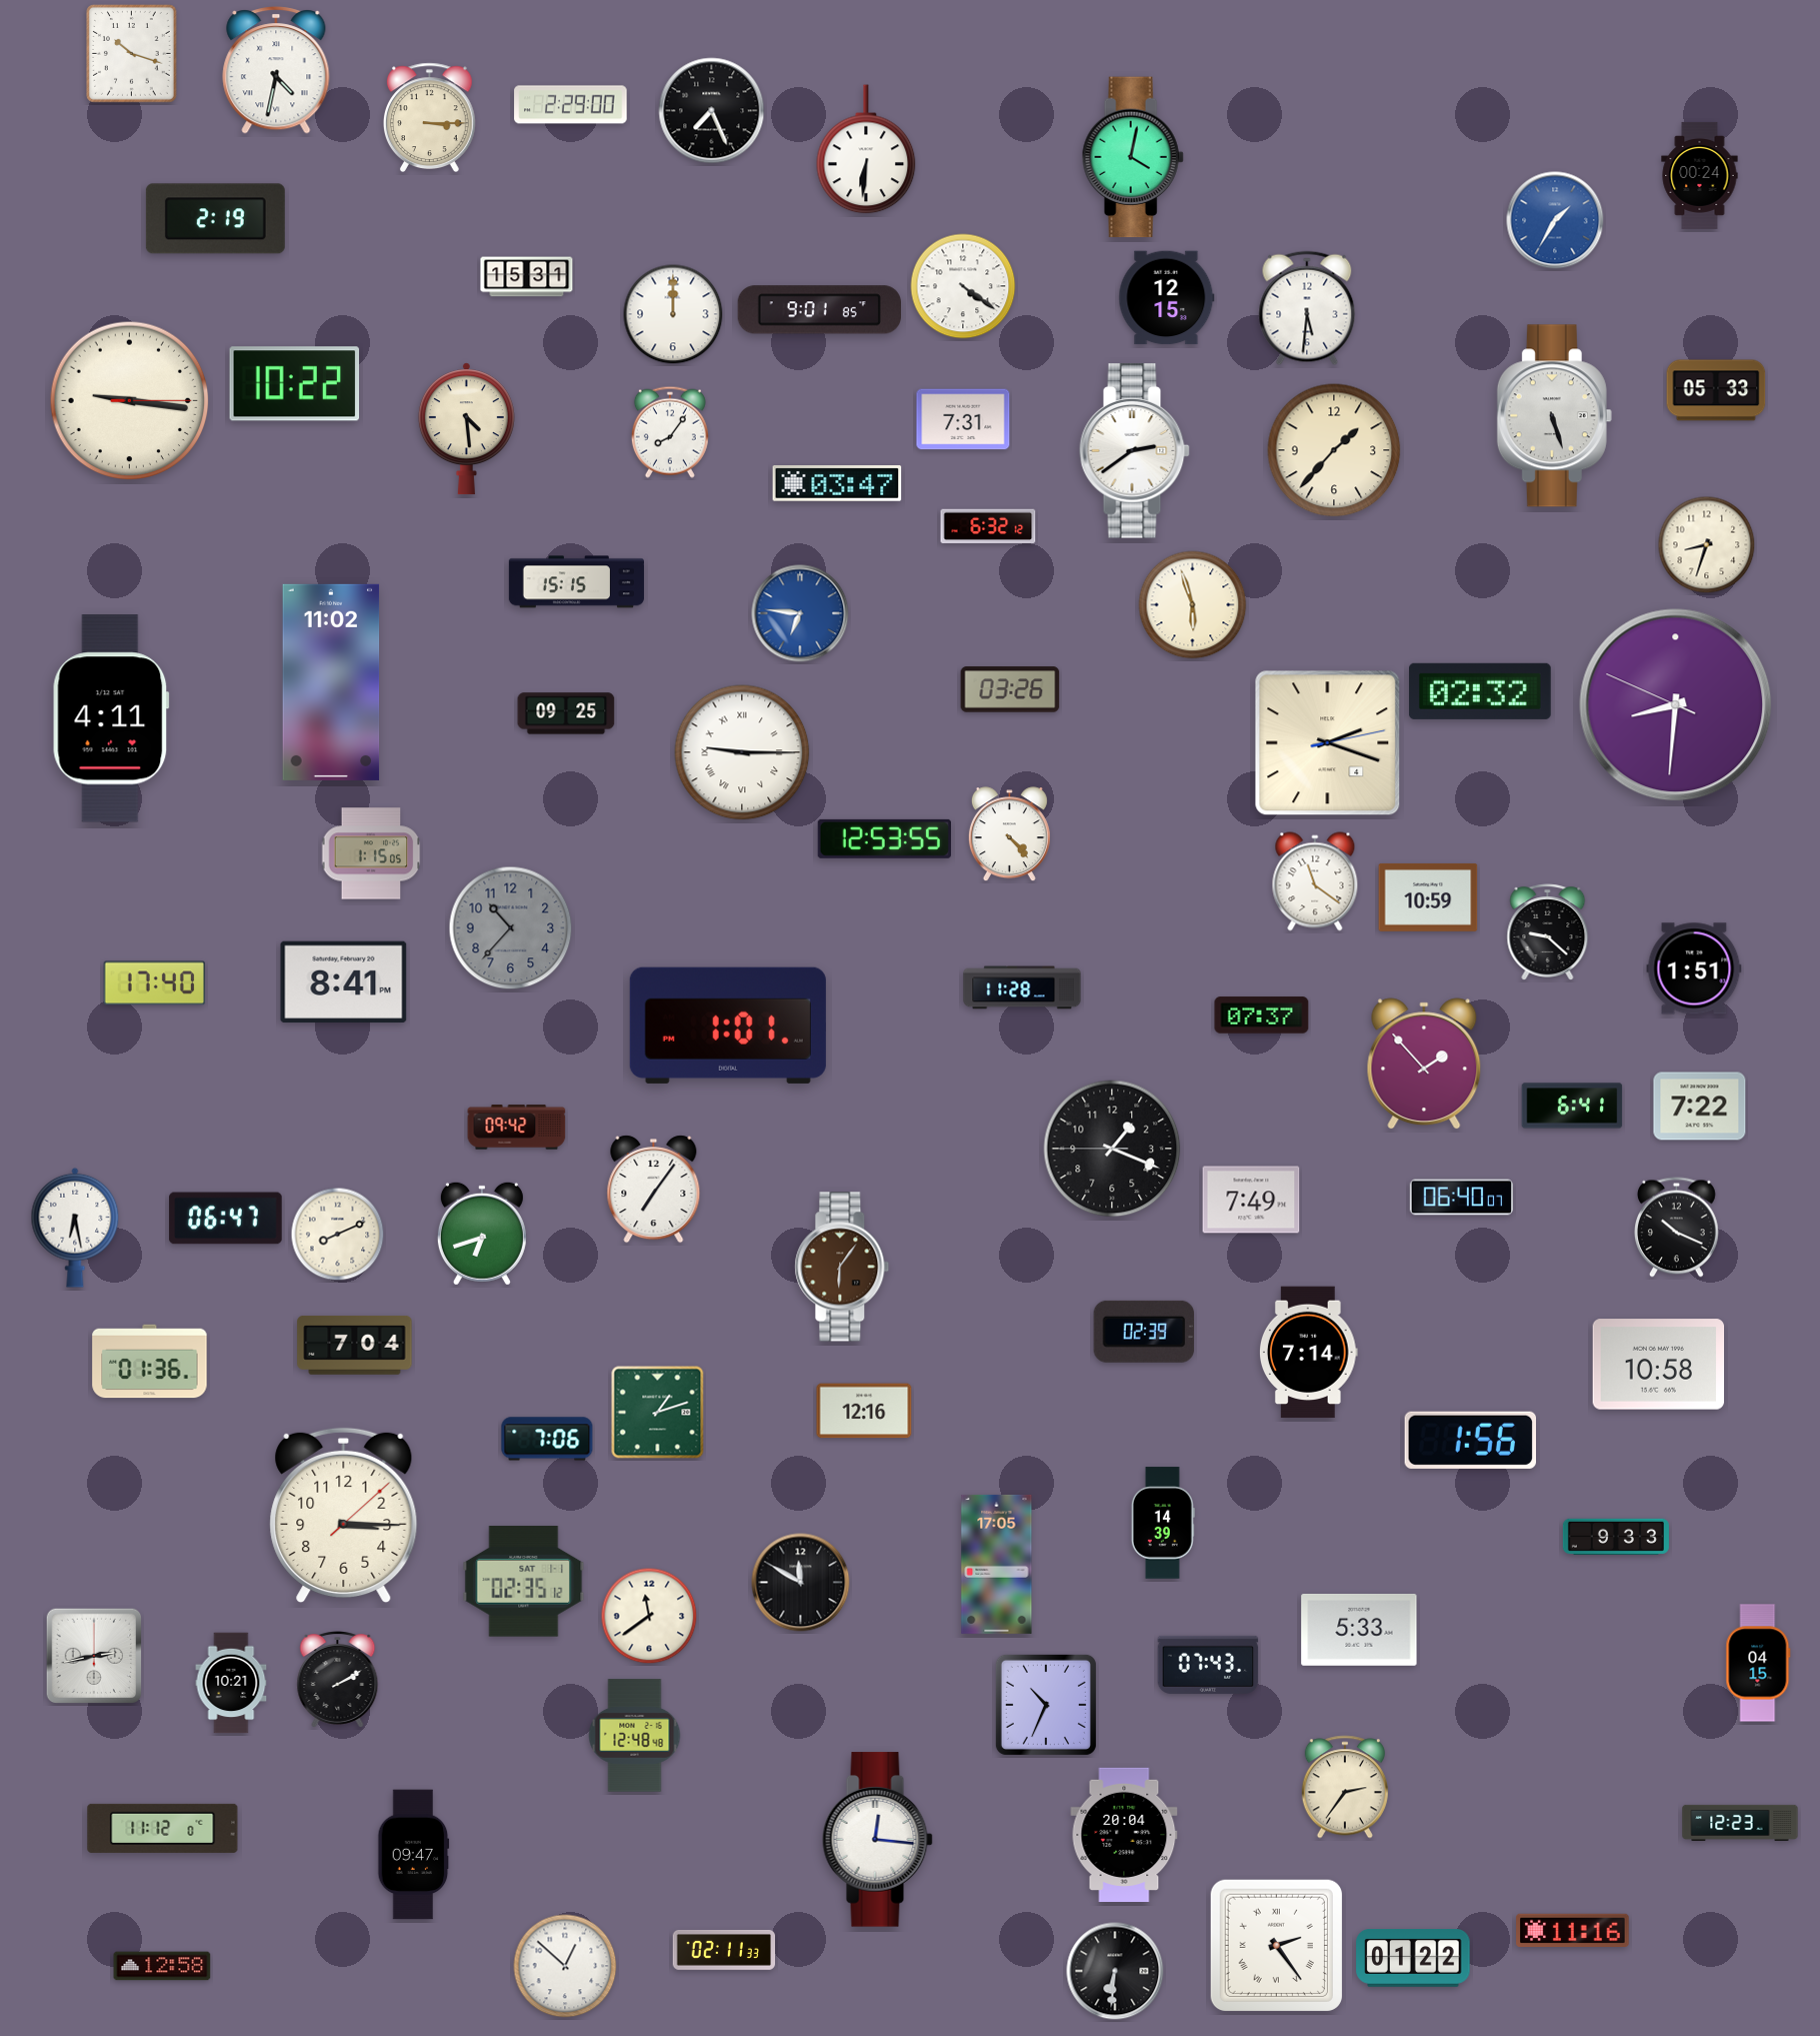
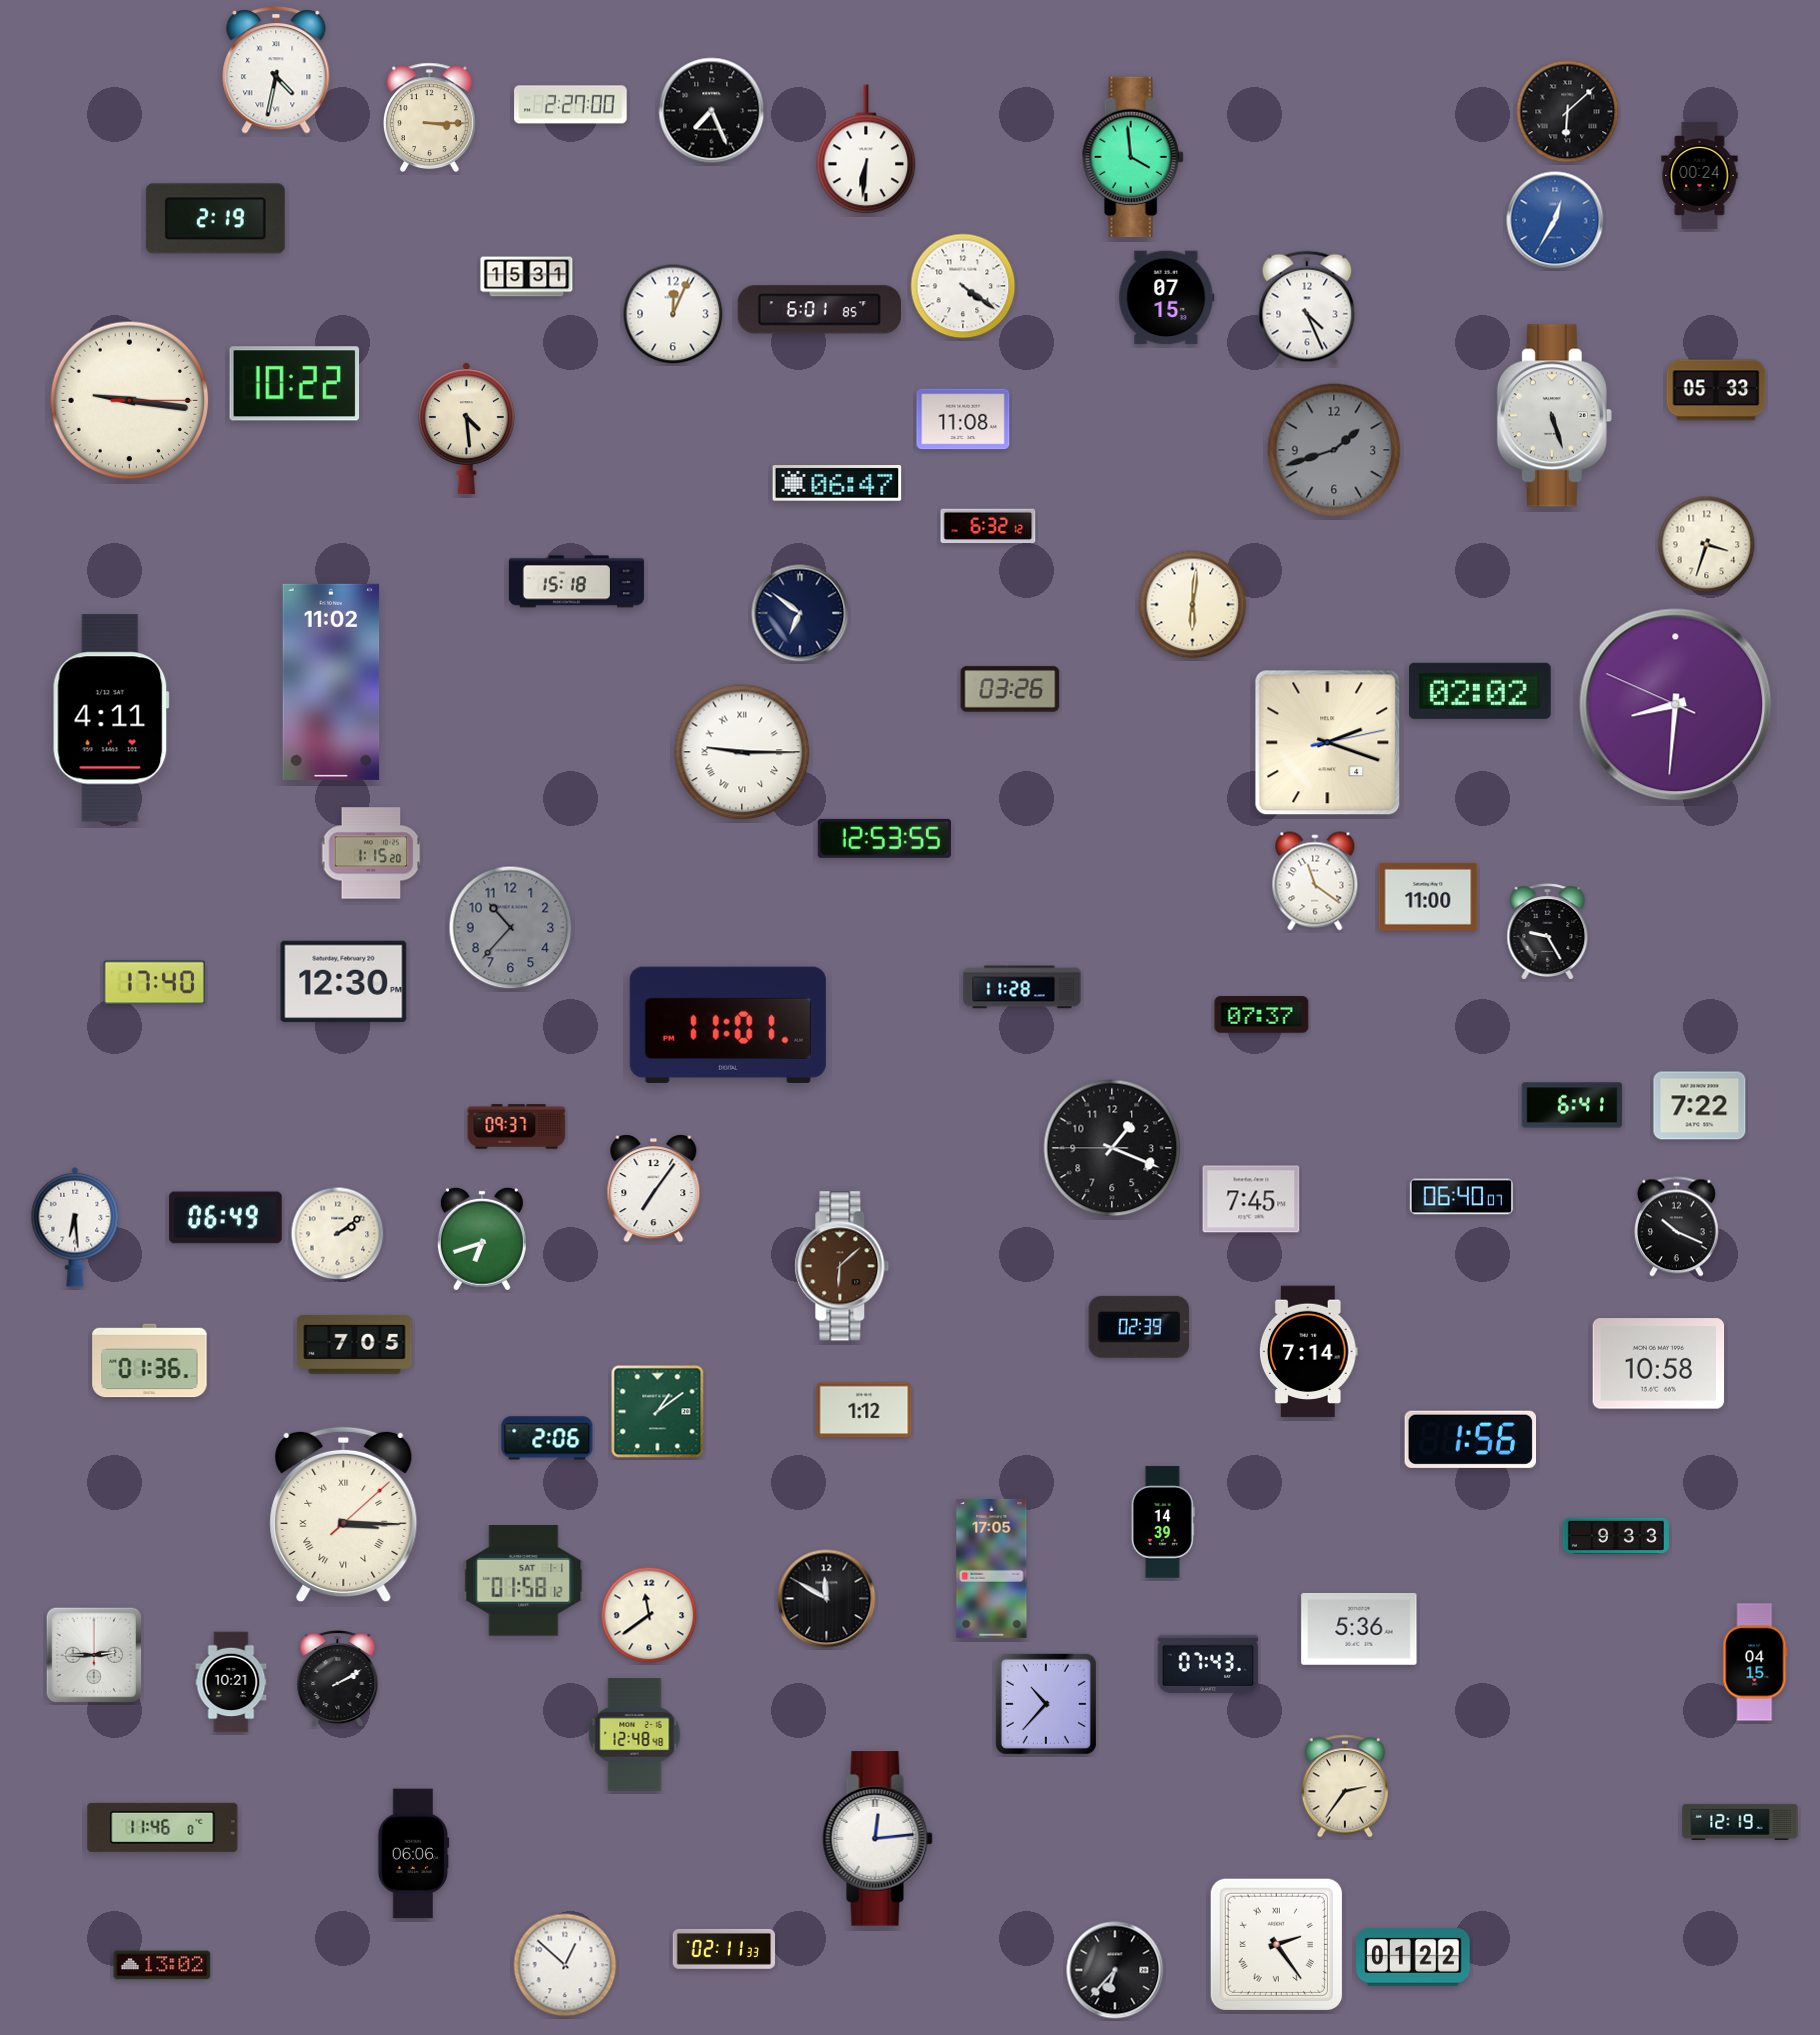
clock at (132, 54): 10:18 -> none
clock at (571, 105): 2:29 -> 2:27
clock at (1568, 112): none -> 6:08
clock at (1133, 157): 4:02 -> 3:59
clock at (1555, 220): 1:35 -> 12:35
clock at (1167, 298): 12:15 -> 07:15
clock at (1307, 308): 5:31 -> 4:26
clock at (819, 310): 9:01 -> 6:01
clock at (673, 314): 12:00 -> 12:04
clock at (963, 419): 7:31 -> 11:08
clock at (670, 432): 8:06 -> none
clock at (1334, 450): 1:37 -> 1:42
clock at (1334, 450) dial: cream -> grey
clock at (1134, 451): 2:39 -> none
clock at (837, 483): 03:47 -> 06:47
clock at (1707, 545): 8:33 -> 3:33
clock at (576, 582): 15:15 -> 15:18
clock at (1193, 605): 5:57 -> 6:01
clock at (800, 613): 6:46 -> 6:51
clock at (800, 613) dial: blue -> navy
clock at (1481, 691): 02:32 -> 02:02
clock at (566, 713): 09:25 -> none
clock at (1009, 834): 4:23 -> none
clock at (371, 853): 1:15:05 -> 1:15:20
clock at (1428, 897): 10:59 -> 11:00
clock at (1548, 932): 9:22 -> 9:25
clock at (1694, 968): 1:51 -> none
clock at (344, 982): 8:41 -> 12:30
clock at (728, 1026): 1:01 -> 11:01
clock at (1424, 1064): 1:53 -> none
clock at (517, 1128): 09:42 -> 09:37
clock at (1251, 1200): 7:49 -> 7:45
clock at (226, 1219): 06:47 -> 06:49
clock at (75, 1228): 6:28 -> 6:29
clock at (482, 1234) position: (482, 1234) -> (482, 1239)
clock at (338, 1235): 8:11 -> 2:09
clock at (842, 1267): 6:06 -> 6:08
clock at (1144, 1332) position: (1144, 1332) -> (1139, 1327)
clock at (355, 1345): 7:04 -> 7:05
clock at (864, 1411): 12:16 -> 1:12
clock at (658, 1413): 1:12 -> 1:09
clock at (547, 1439): 7:06 -> 2:06
clock at (344, 1516) numerals: Arabic -> Roman
clock at (997, 1564) position: (997, 1564) -> (992, 1568)
clock at (524, 1582): 02:35 -> 01:58
clock at (801, 1583) position: (801, 1583) -> (827, 1599)
clock at (1359, 1630): 5:33 -> 5:36
clock at (94, 1656): 2:43 -> 2:45
clock at (1758, 1663) position: (1758, 1663) -> (1755, 1662)
clock at (1046, 1705): 10:34 -> 10:37
clock at (1740, 1822): 12:23 -> 12:19
clock at (163, 1828): 11:12 -> 11:46
clock at (1124, 1835): 20:04 -> none
clock at (877, 1840): 12:16 -> 12:14
clock at (414, 1855): 09:47 -> 06:06
clock at (1573, 1930): 11:16 -> none
clock at (162, 1966): 12:58 -> 13:02
clock at (1115, 1971): 6:31 -> 6:37
